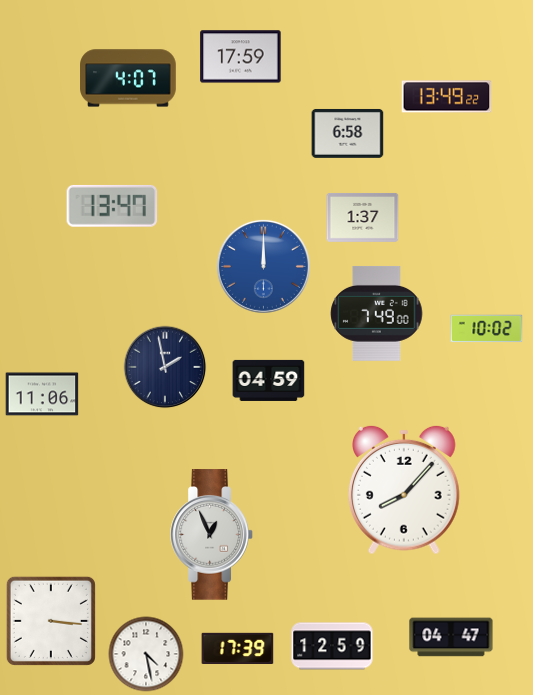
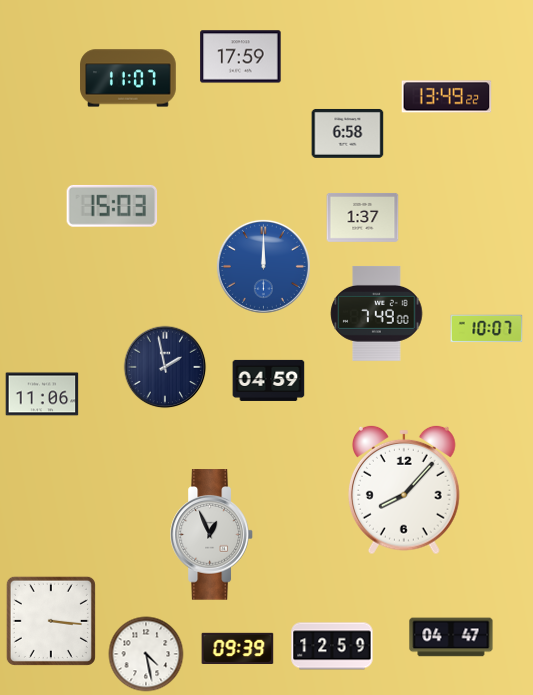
clock at (128, 78): 4:07 -> 11:07
clock at (112, 206): 13:47 -> 15:03
clock at (487, 329): 10:02 -> 10:07
clock at (238, 648): 17:39 -> 09:39
